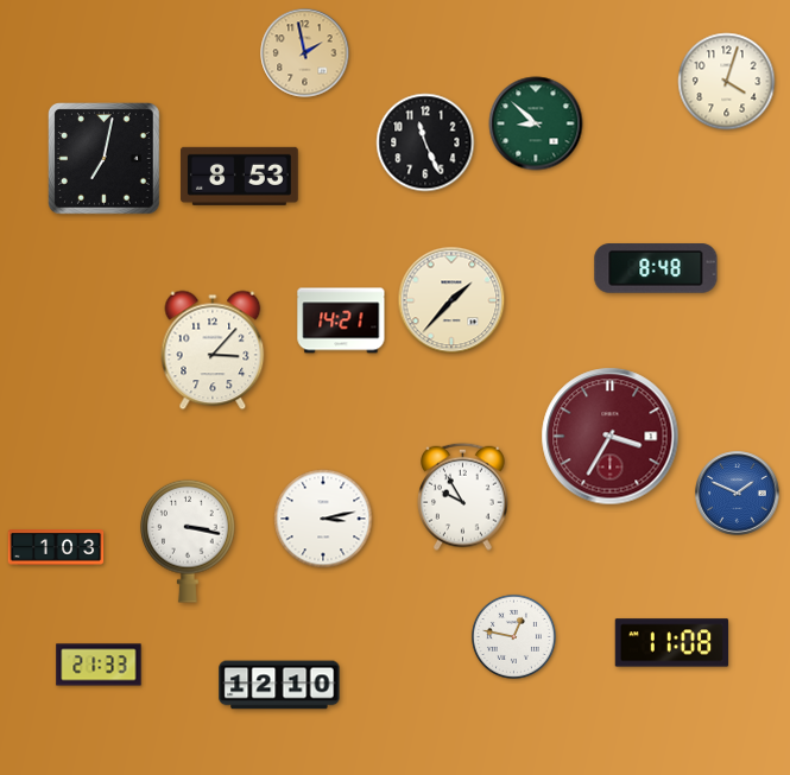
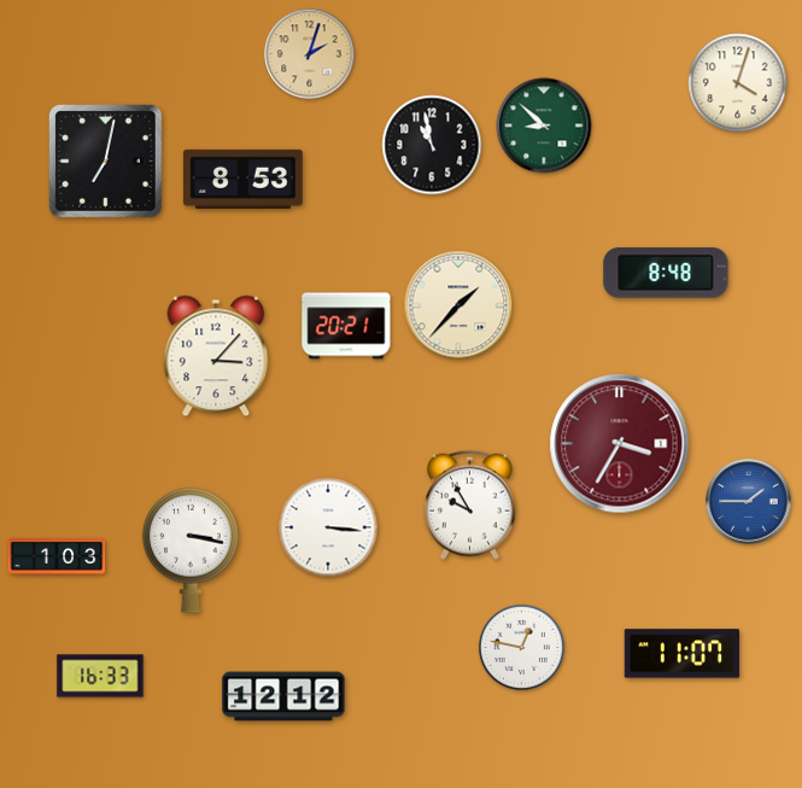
clock at (305, 53): 1:58 -> 2:03
clock at (425, 142): 11:26 -> 10:58
clock at (341, 320): 14:21 -> 20:21
clock at (738, 494): 1:49 -> 1:45
clock at (323, 519): 3:13 -> 3:16
clock at (672, 643): 11:08 -> 11:07
clock at (99, 665): 21:33 -> 16:33
clock at (279, 685): 12:10 -> 12:12
